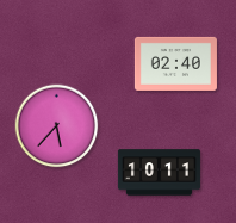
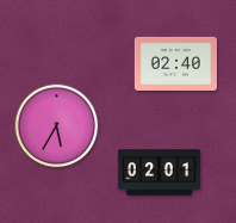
clock at (57, 126): 5:37 -> 5:35
clock at (159, 173): 10:11 -> 02:01
